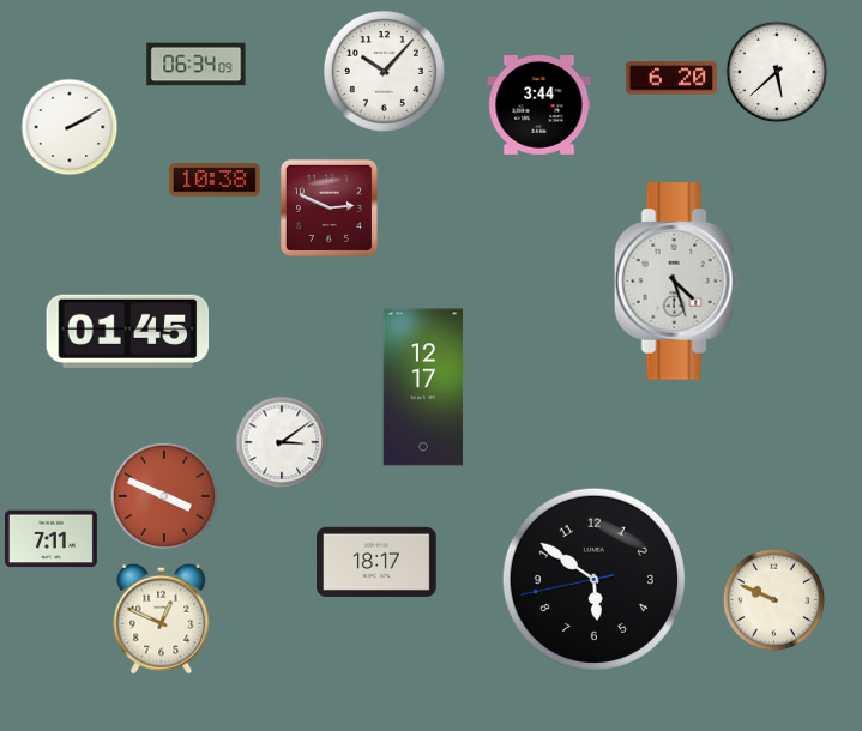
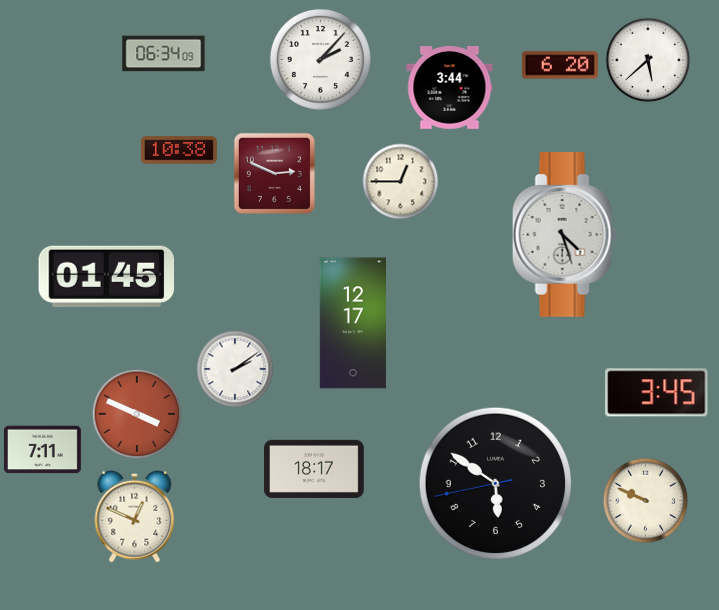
clock at (384, 71): 10:07 -> 2:07
clock at (70, 127): 2:10 -> none
clock at (401, 182): none -> 12:45
clock at (282, 442): 3:09 -> 2:09
clock at (657, 393): none -> 3:45
